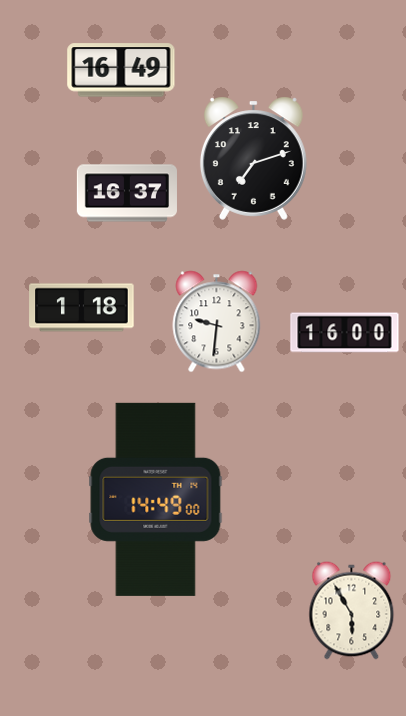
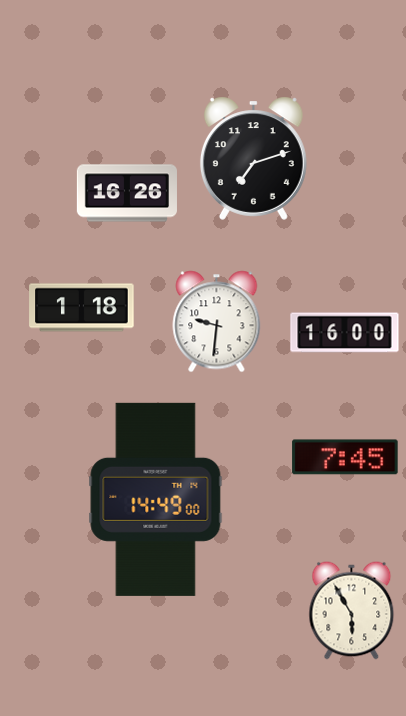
clock at (121, 70): 16:49 -> none
clock at (127, 193): 16:37 -> 16:26
clock at (345, 457): none -> 7:45
